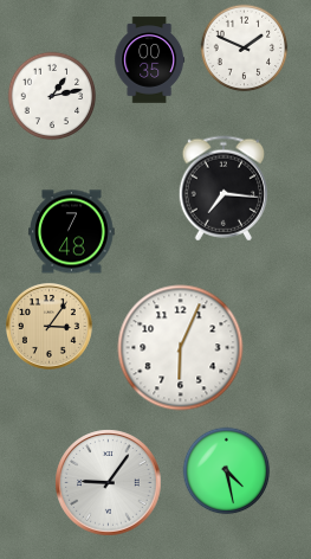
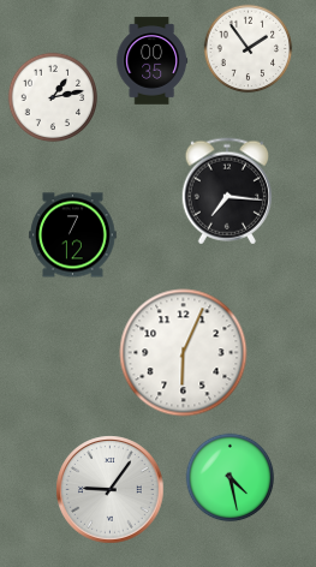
clock at (245, 49): 1:49 -> 1:54
clock at (72, 232): 7:48 -> 7:12
clock at (48, 326): 3:06 -> none
